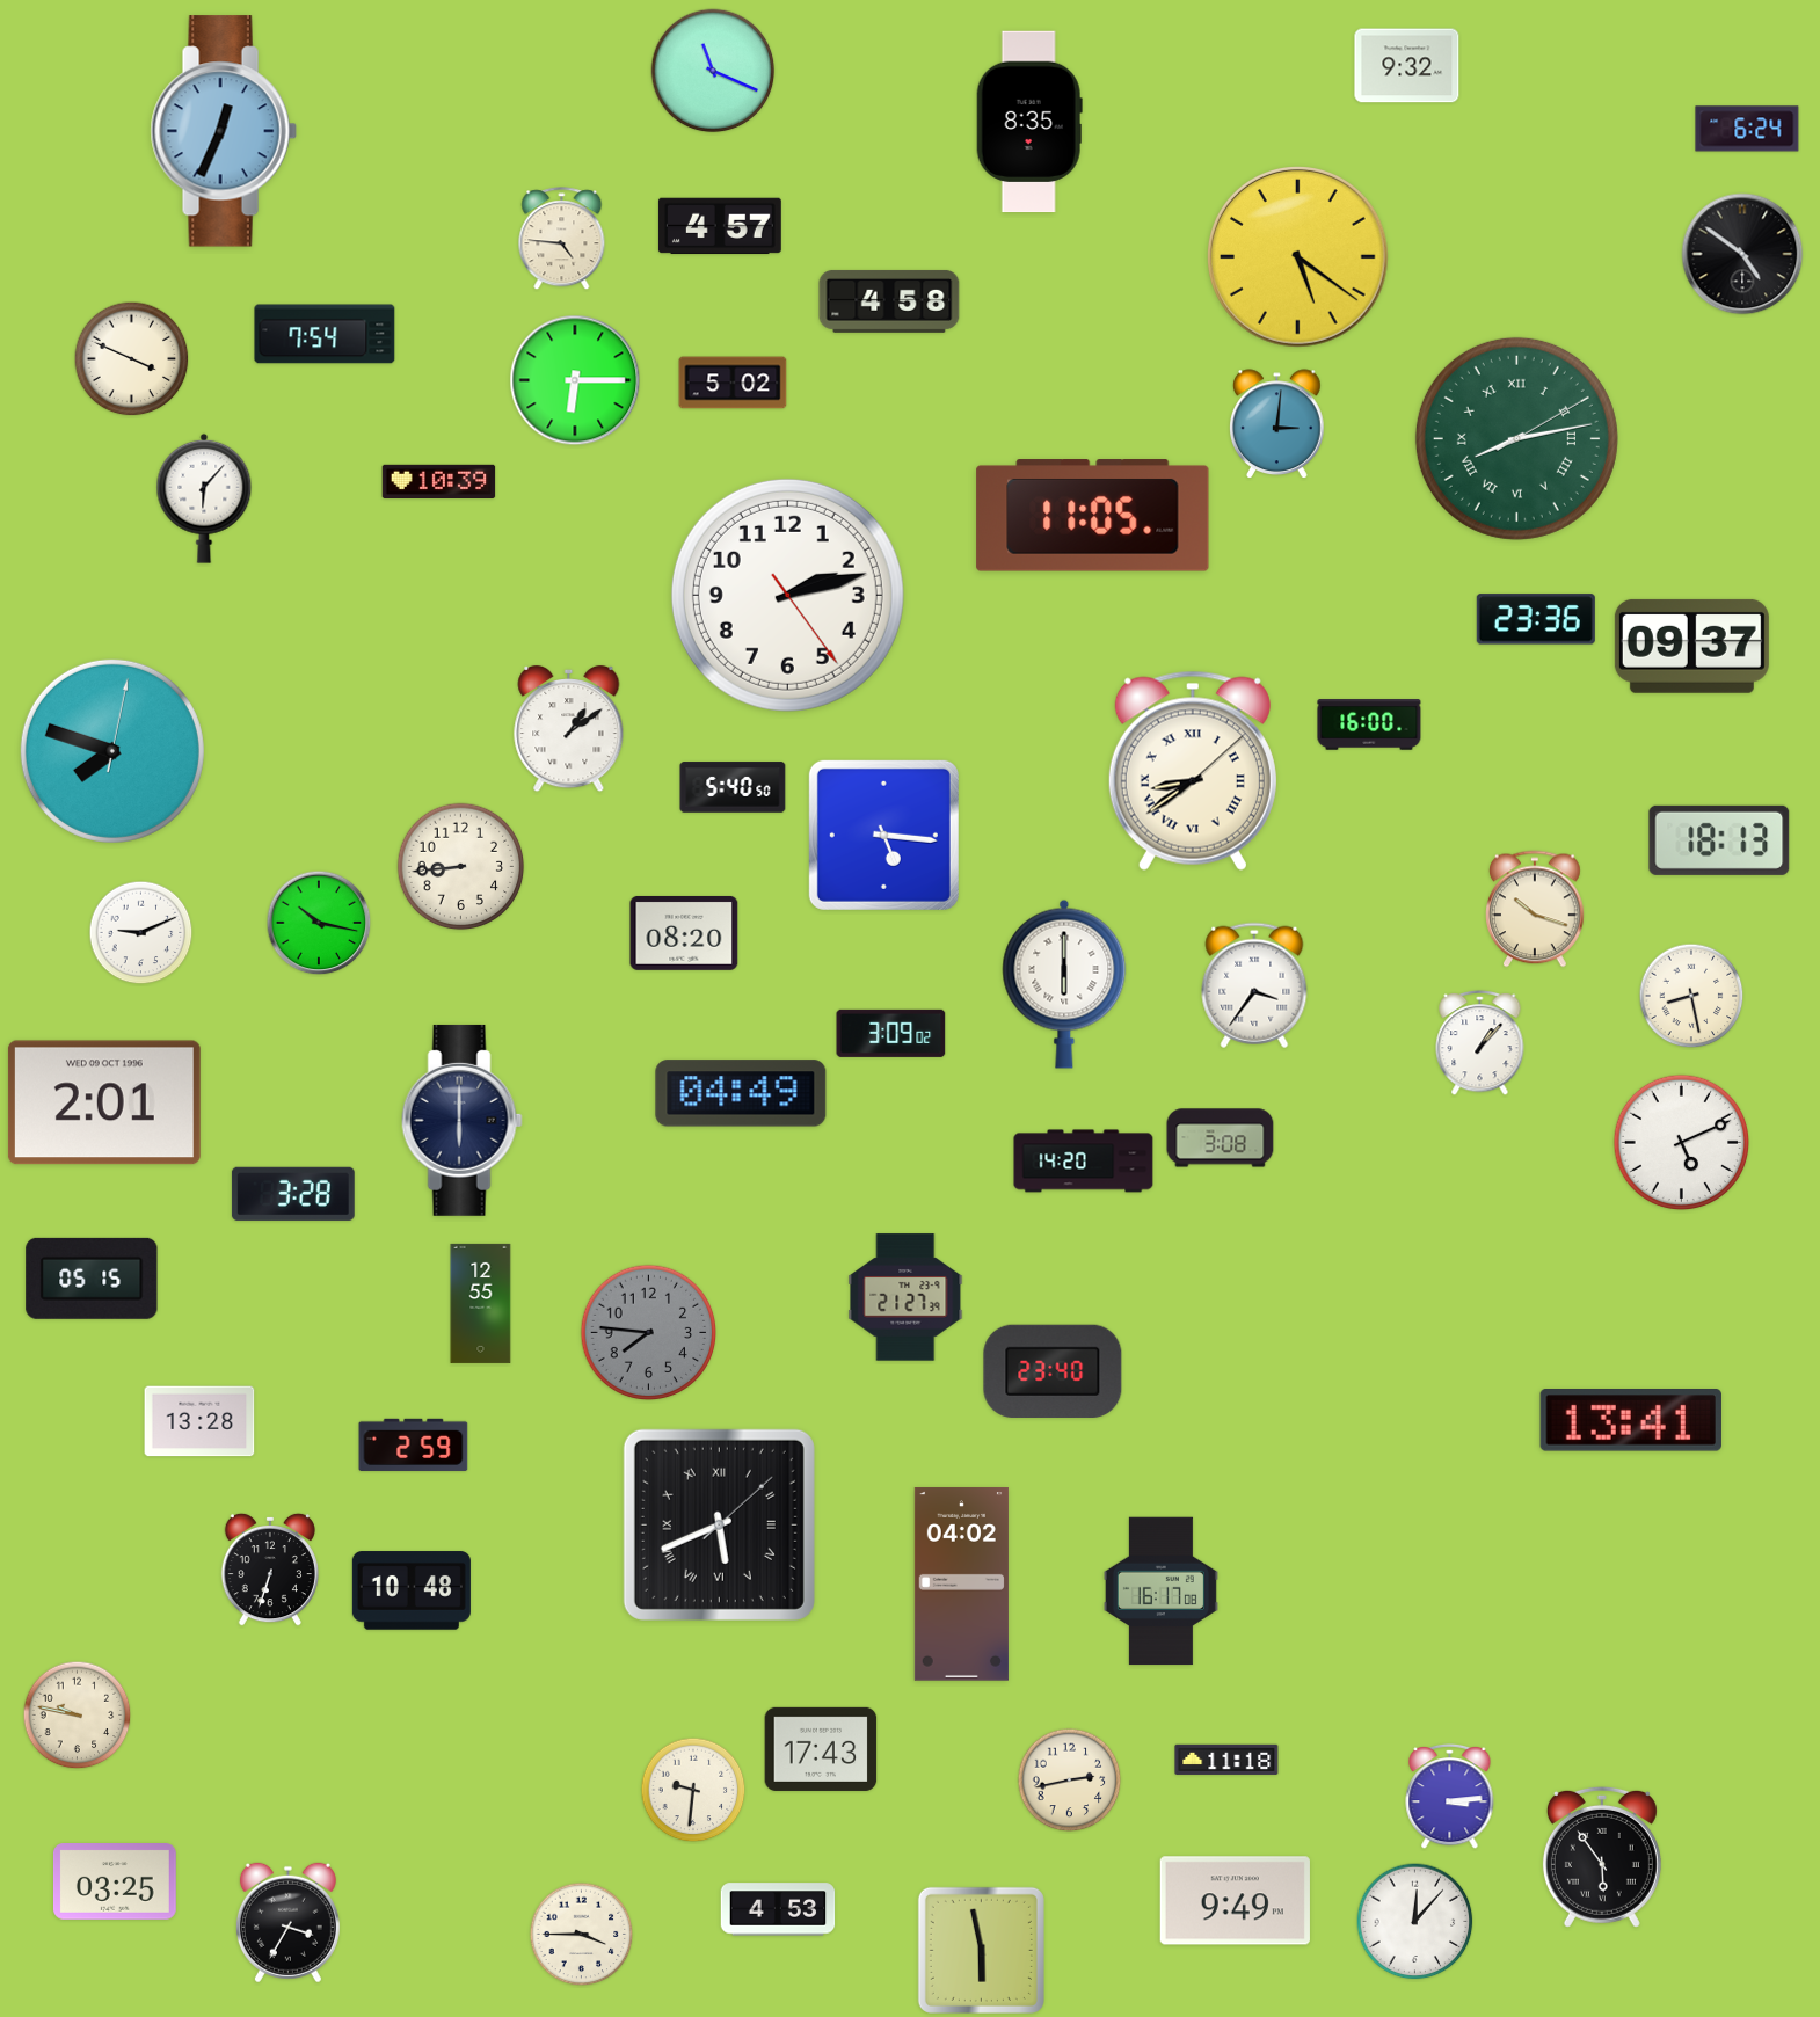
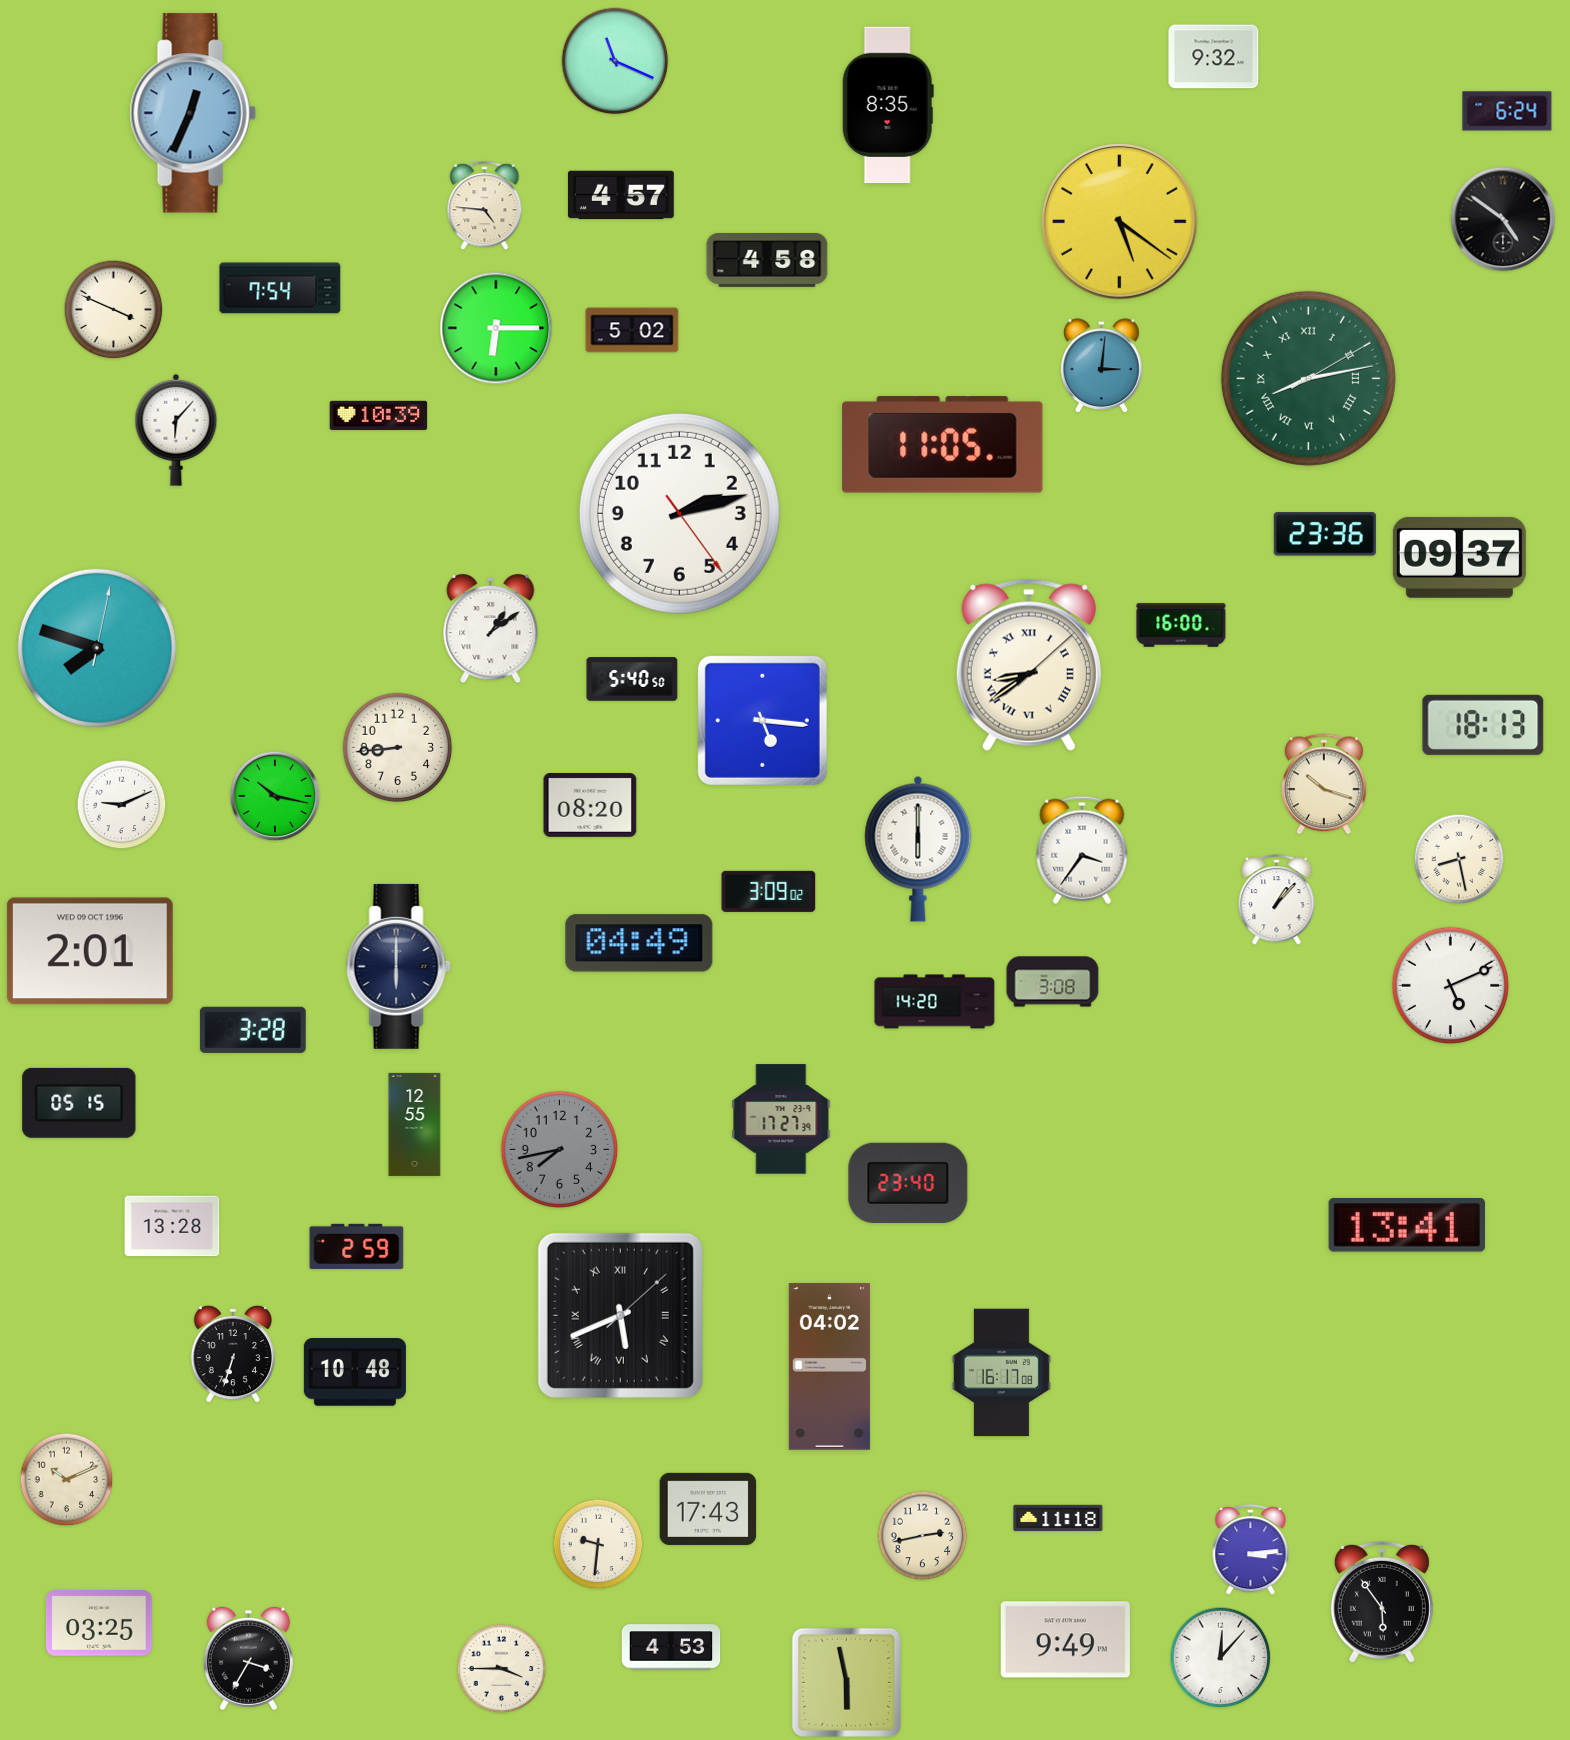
clock at (905, 1297): 21:27 -> 17:27
clock at (649, 1333): 7:46 -> 7:43
clock at (78, 1716): 9:47 -> 10:11
